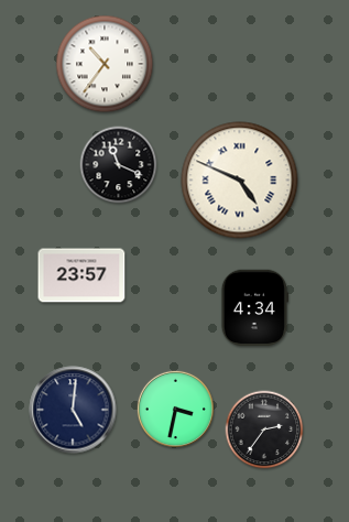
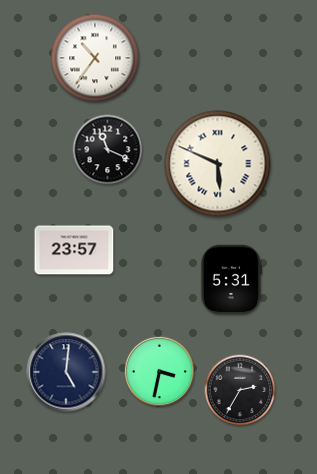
clock at (240, 181): 4:49 -> 5:49
clock at (254, 308): 4:34 -> 5:31
clock at (264, 429): 2:36 -> 2:35
